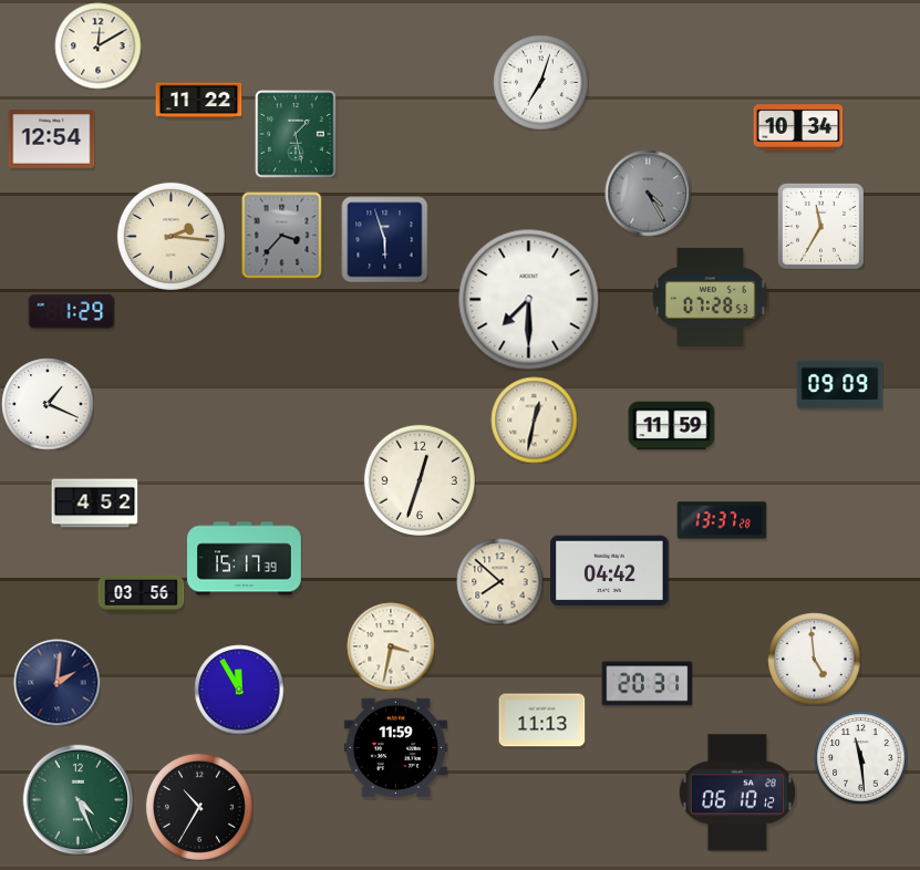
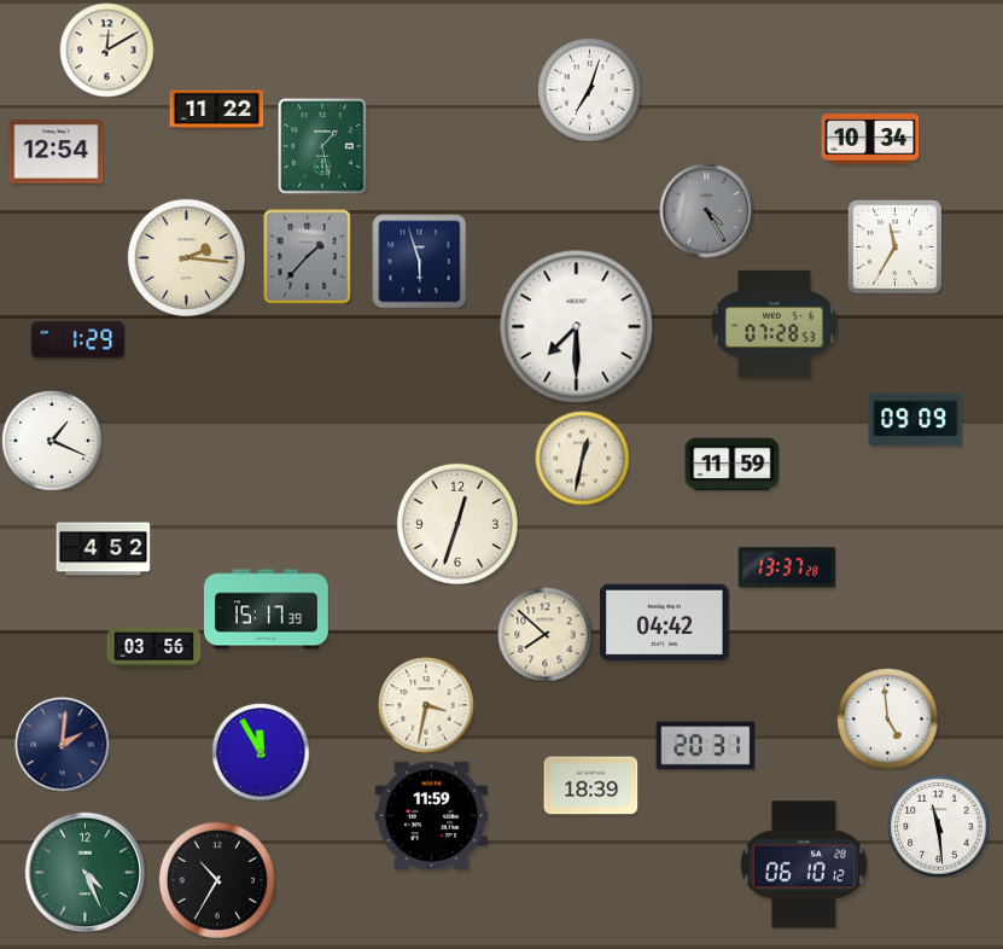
clock at (282, 235): 3:37 -> 1:37
clock at (541, 721): 11:13 -> 18:39
